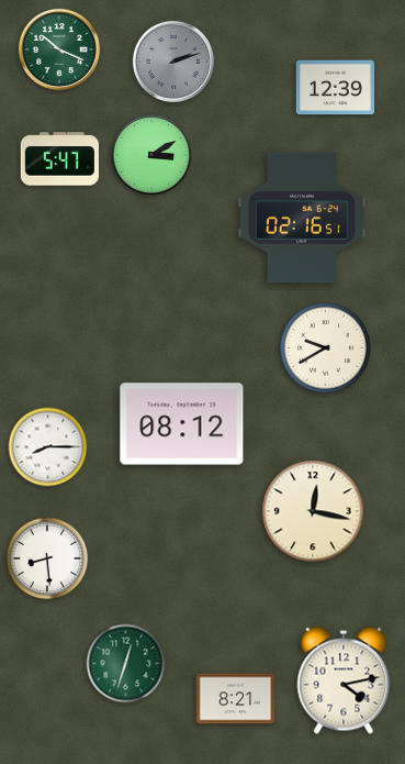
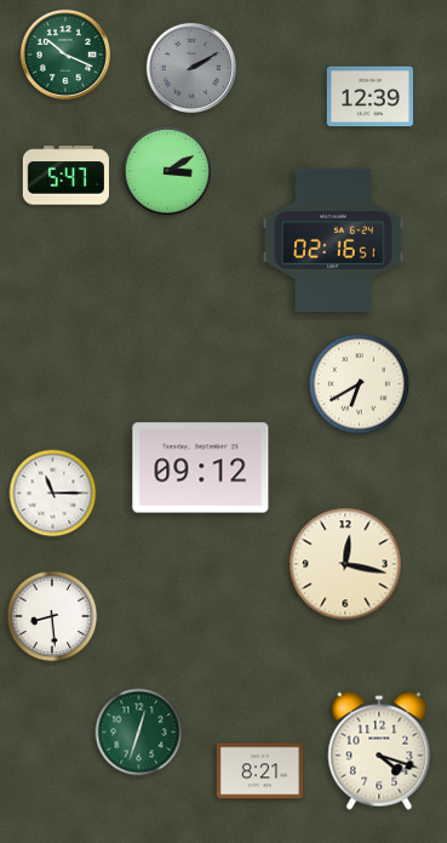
clock at (173, 62): 2:12 -> 2:10
clock at (325, 347): 9:40 -> 6:40
clock at (182, 424): 08:12 -> 09:12
clock at (48, 447): 8:15 -> 11:15
clock at (344, 680): 4:13 -> 4:18
